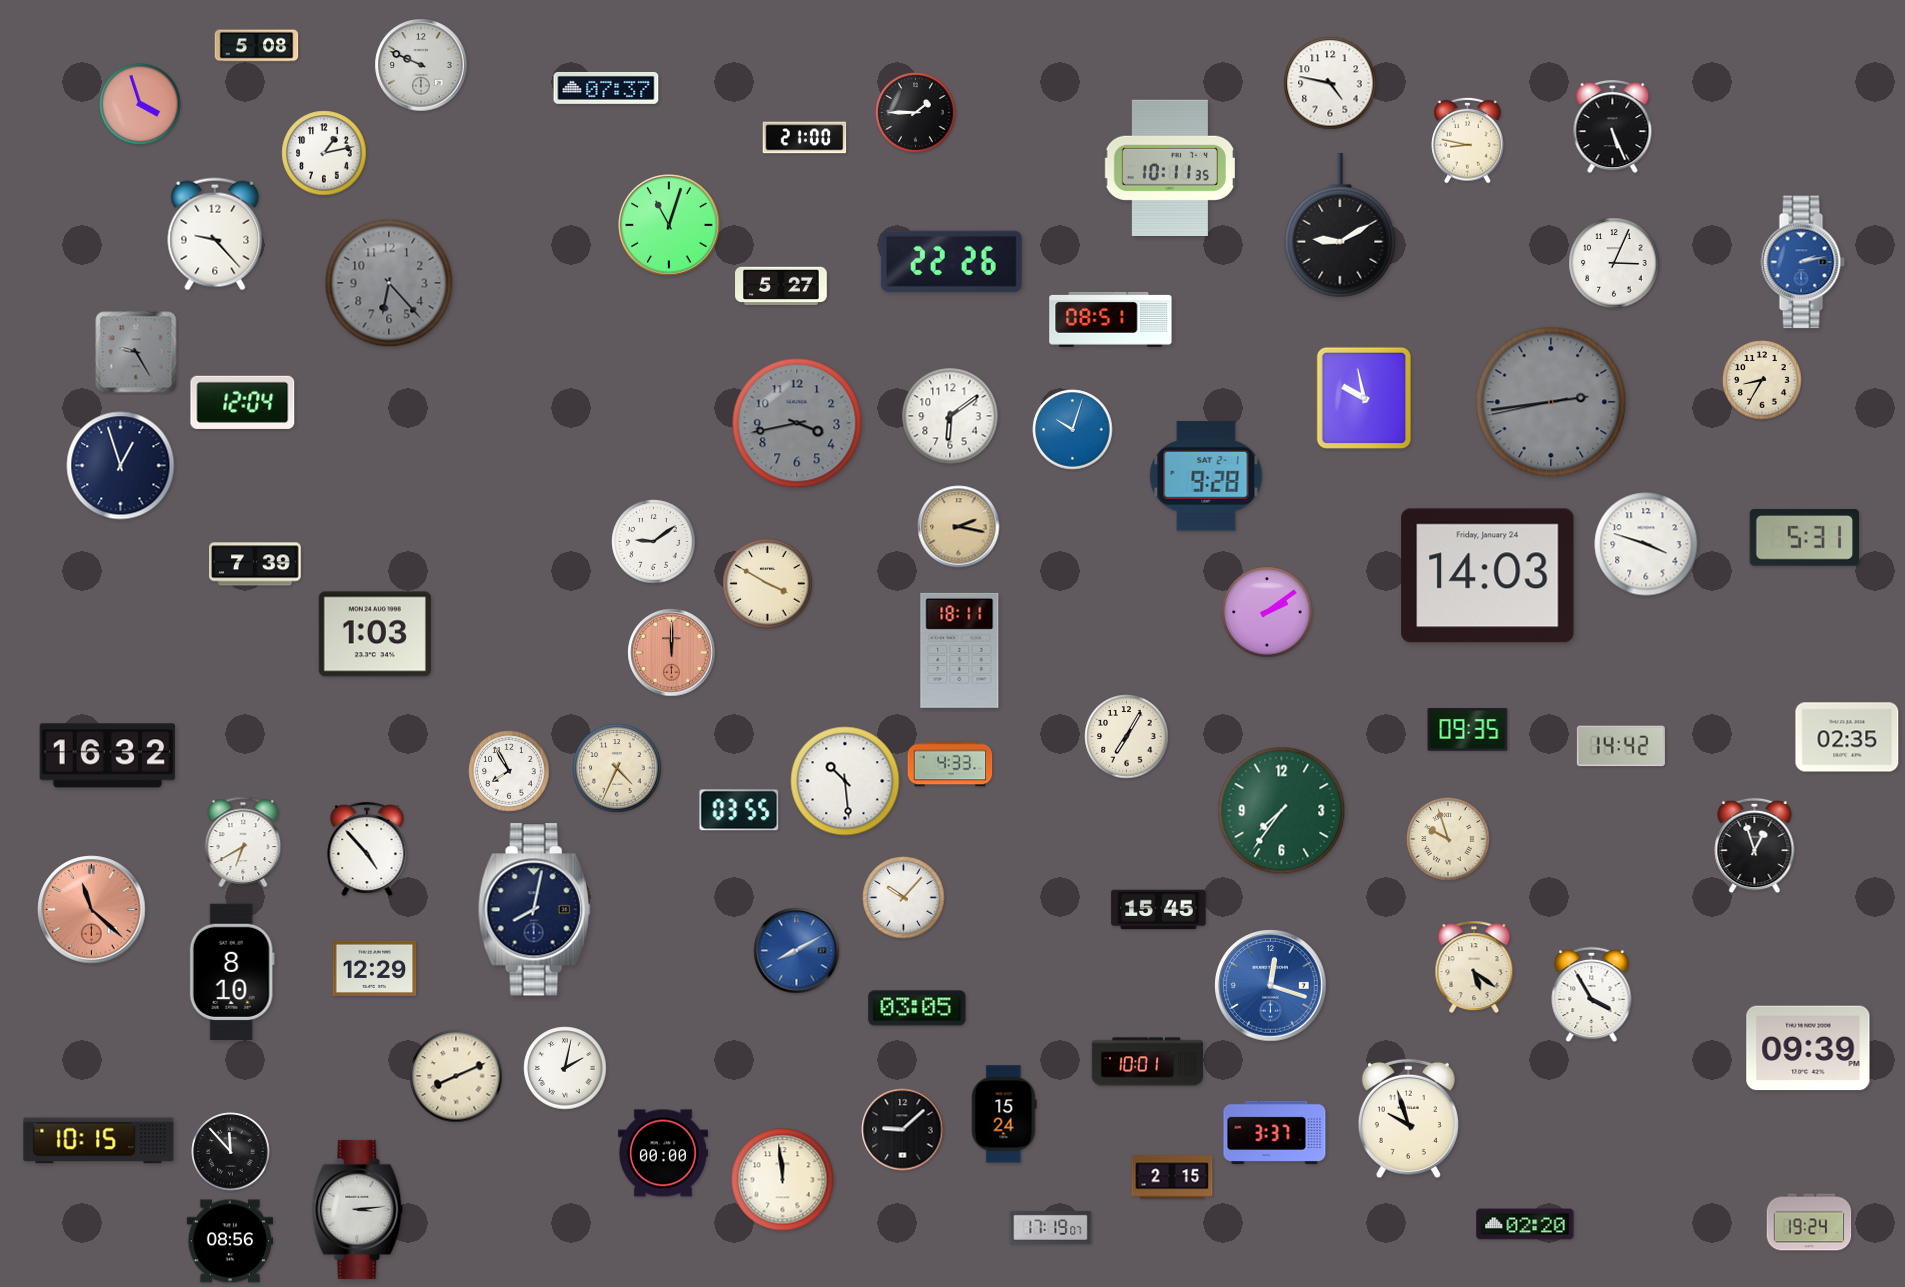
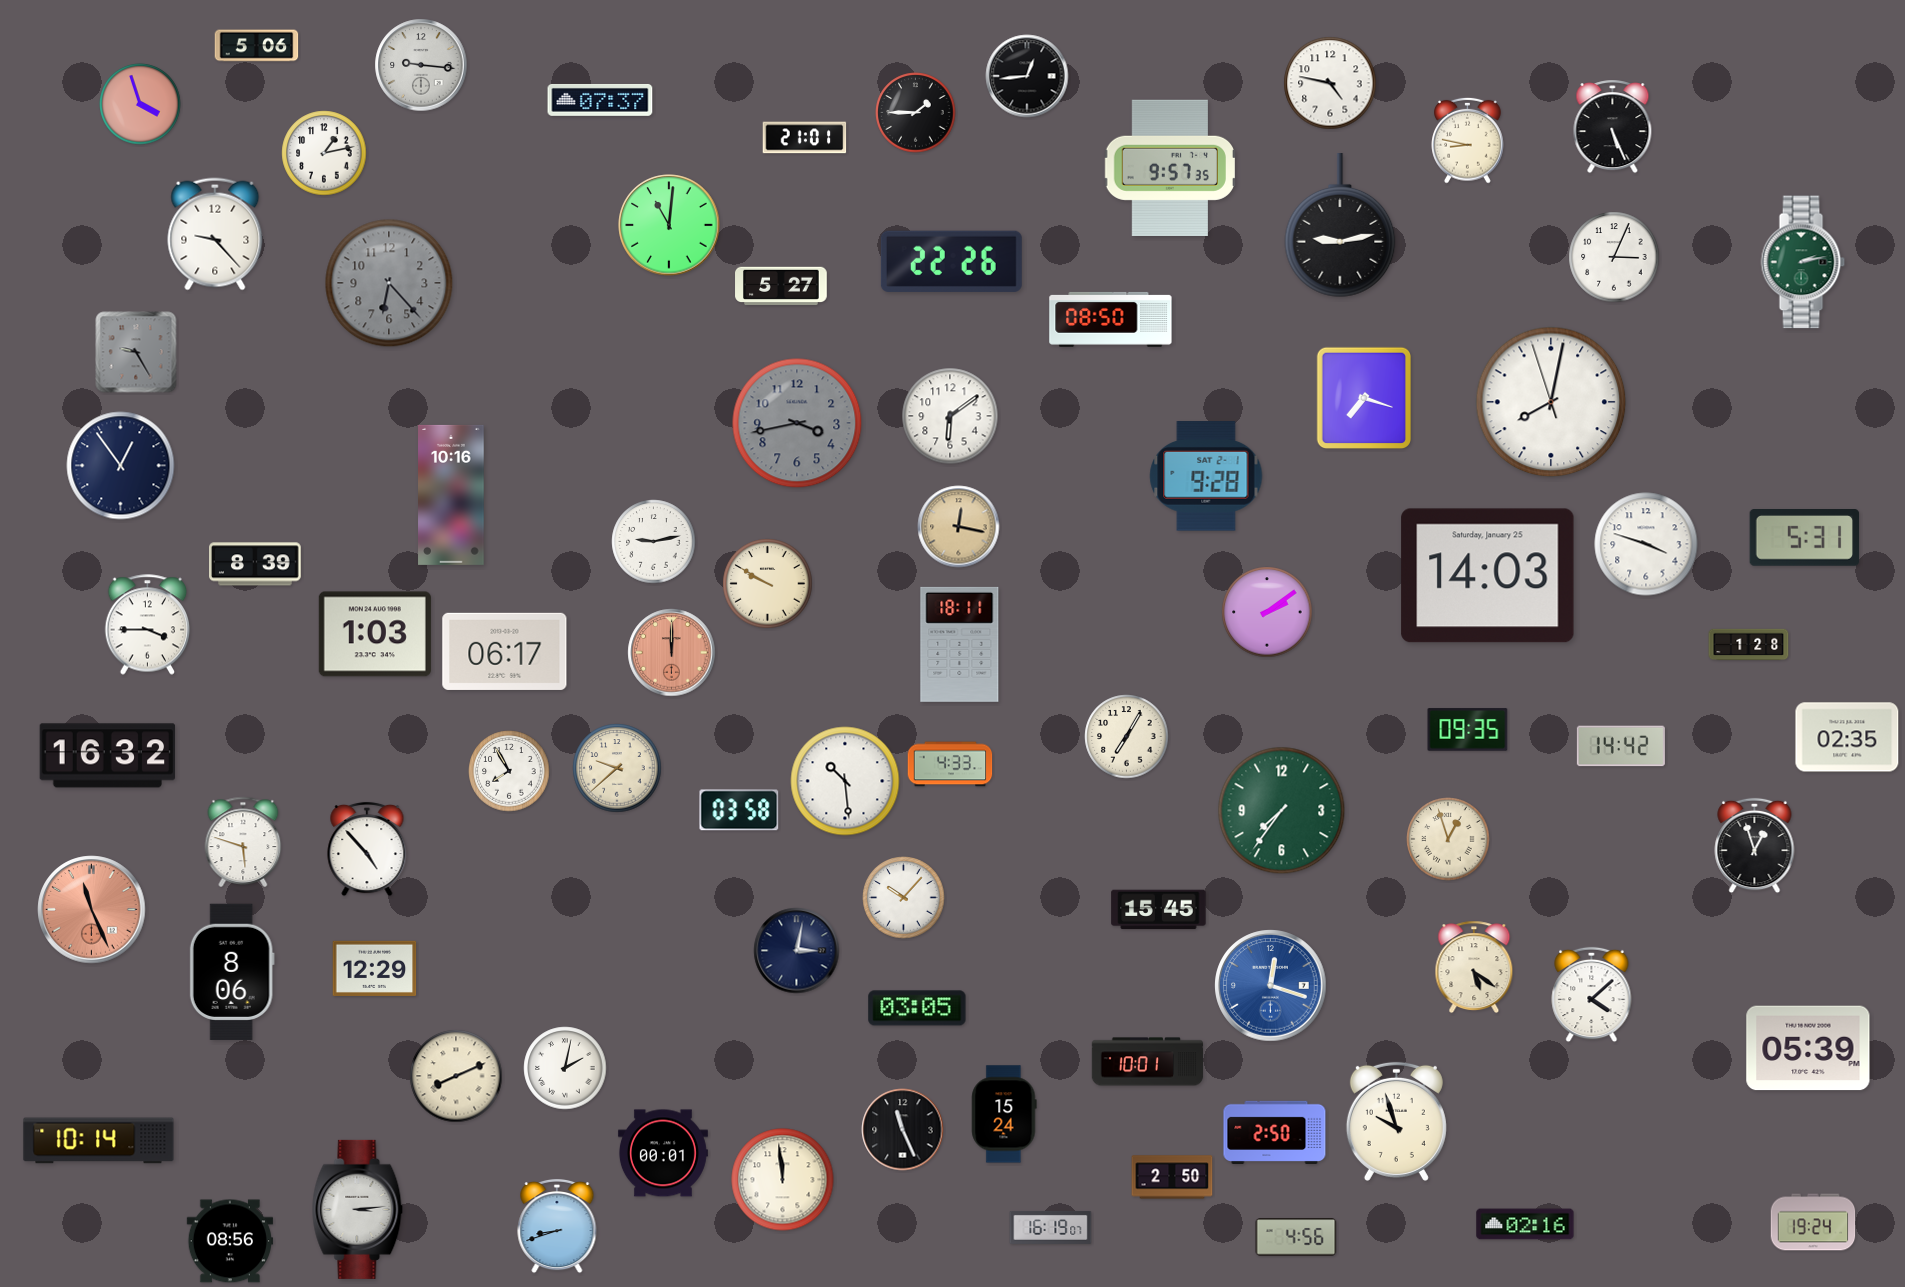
clock at (257, 46): 5:08 -> 5:06
clock at (421, 65): 9:49 -> 9:16
clock at (1027, 76): none -> 12:44
clock at (606, 88) position: (606, 88) -> (600, 100)
clock at (805, 138): 21:00 -> 21:01
clock at (1170, 168): 10:11 -> 9:57
clock at (669, 225): 11:03 -> 11:01
clock at (1340, 226): 9:10 -> 9:13
clock at (1803, 262) dial: blue -> green
clock at (1614, 263) position: (1614, 263) -> (1614, 257)
clock at (1111, 319): 08:51 -> 08:50
clock at (1762, 380): 8:35 -> none
clock at (1363, 398): 9:58 -> 7:18
clock at (243, 402): 12:04 -> none
clock at (1551, 402): 2:43 -> 8:01
clock at (1551, 402) dial: grey -> white
clock at (1073, 430): 10:03 -> none
clock at (121, 466): 12:57 -> 12:54
clock at (451, 495): none -> 10:16
clock at (959, 527): 2:17 -> 12:17
clock at (654, 542): 9:09 -> 9:13
clock at (255, 564): 7:39 -> 8:39
clock at (1488, 576) date: Friday, January 24 -> Saturday, January 25
clock at (768, 584): 3:50 -> 9:50
clock at (148, 625): none -> 3:45
clock at (1749, 645): none -> 1:28
clock at (960, 650) position: (960, 650) -> (960, 644)
clock at (505, 651): none -> 06:17
clock at (617, 768): 4:34 -> 9:38
clock at (739, 810): 03:55 -> 03:58
clock at (1448, 839): 9:57 -> 12:57
clock at (243, 842): 6:40 -> 5:48
clock at (92, 910): 11:22 -> 11:26
clock at (534, 910): 8:02 -> none
clock at (797, 951): 8:10 -> 3:02
clock at (797, 951) dial: blue -> navy
clock at (232, 972): 8:10 -> 8:06
clock at (1592, 995): 3:55 -> 4:08
clock at (1808, 1048): 09:39 -> 05:39
clock at (1408, 1118) position: (1408, 1118) -> (1396, 1121)
clock at (903, 1130): 9:08 -> 11:26
clock at (1275, 1132): 3:37 -> 2:50
clock at (99, 1141): 10:15 -> 10:14
clock at (231, 1152): 11:53 -> none
clock at (663, 1153): 00:00 -> 00:01
clock at (1172, 1177): 2:15 -> 2:50
clock at (1809, 1222) position: (1809, 1222) -> (1813, 1222)
clock at (1525, 1224): 02:20 -> 02:16
clock at (557, 1226): none -> 8:42
clock at (1051, 1228): 17:19 -> 16:19
clock at (1296, 1237): none -> 4:56
